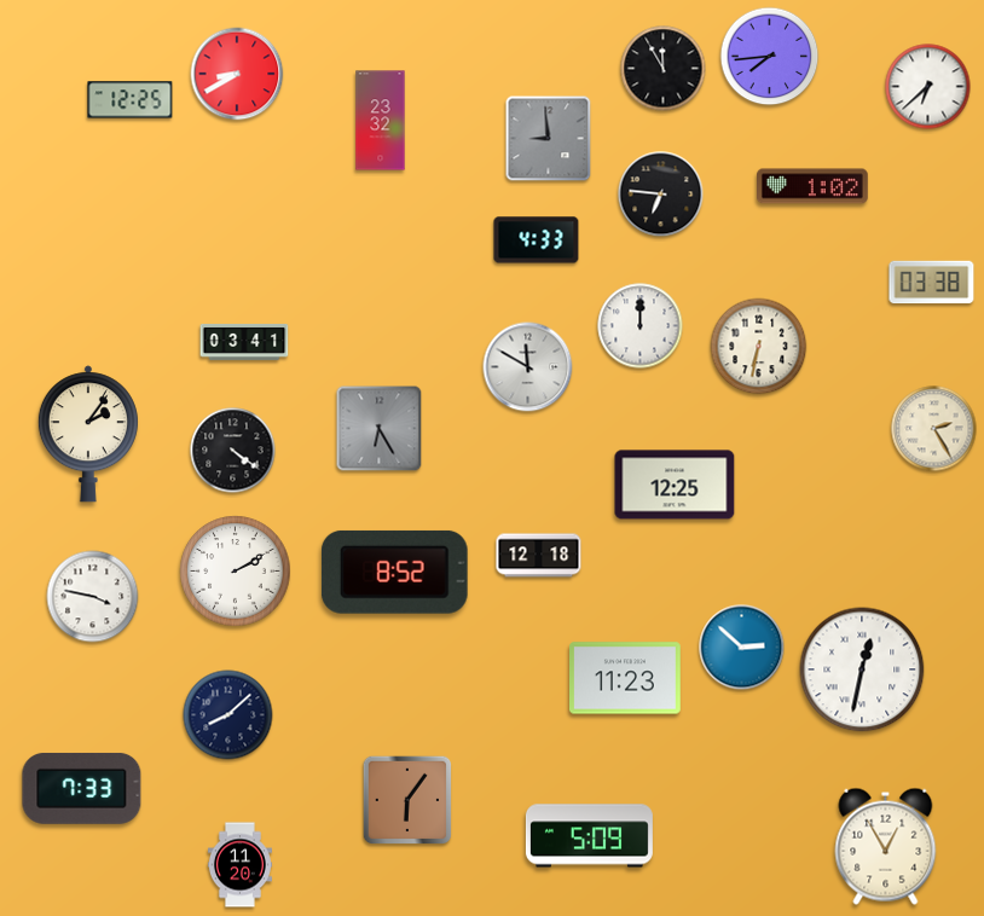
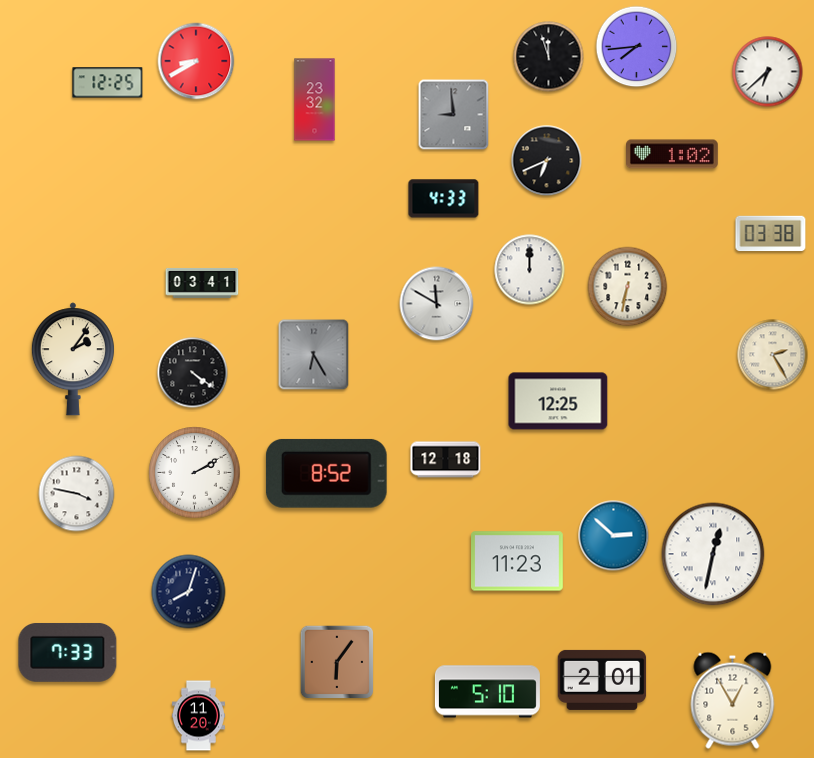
clock at (664, 69): 11:55 -> 11:57
clock at (661, 195): 6:46 -> 6:41
clock at (228, 715): 8:08 -> 8:03
clock at (602, 680): none -> 2:01
clock at (589, 836): 5:09 -> 5:10
